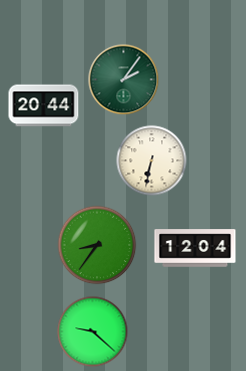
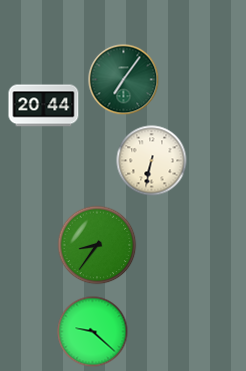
clock at (124, 80): 2:06 -> 7:06
clock at (195, 248): 12:04 -> none
